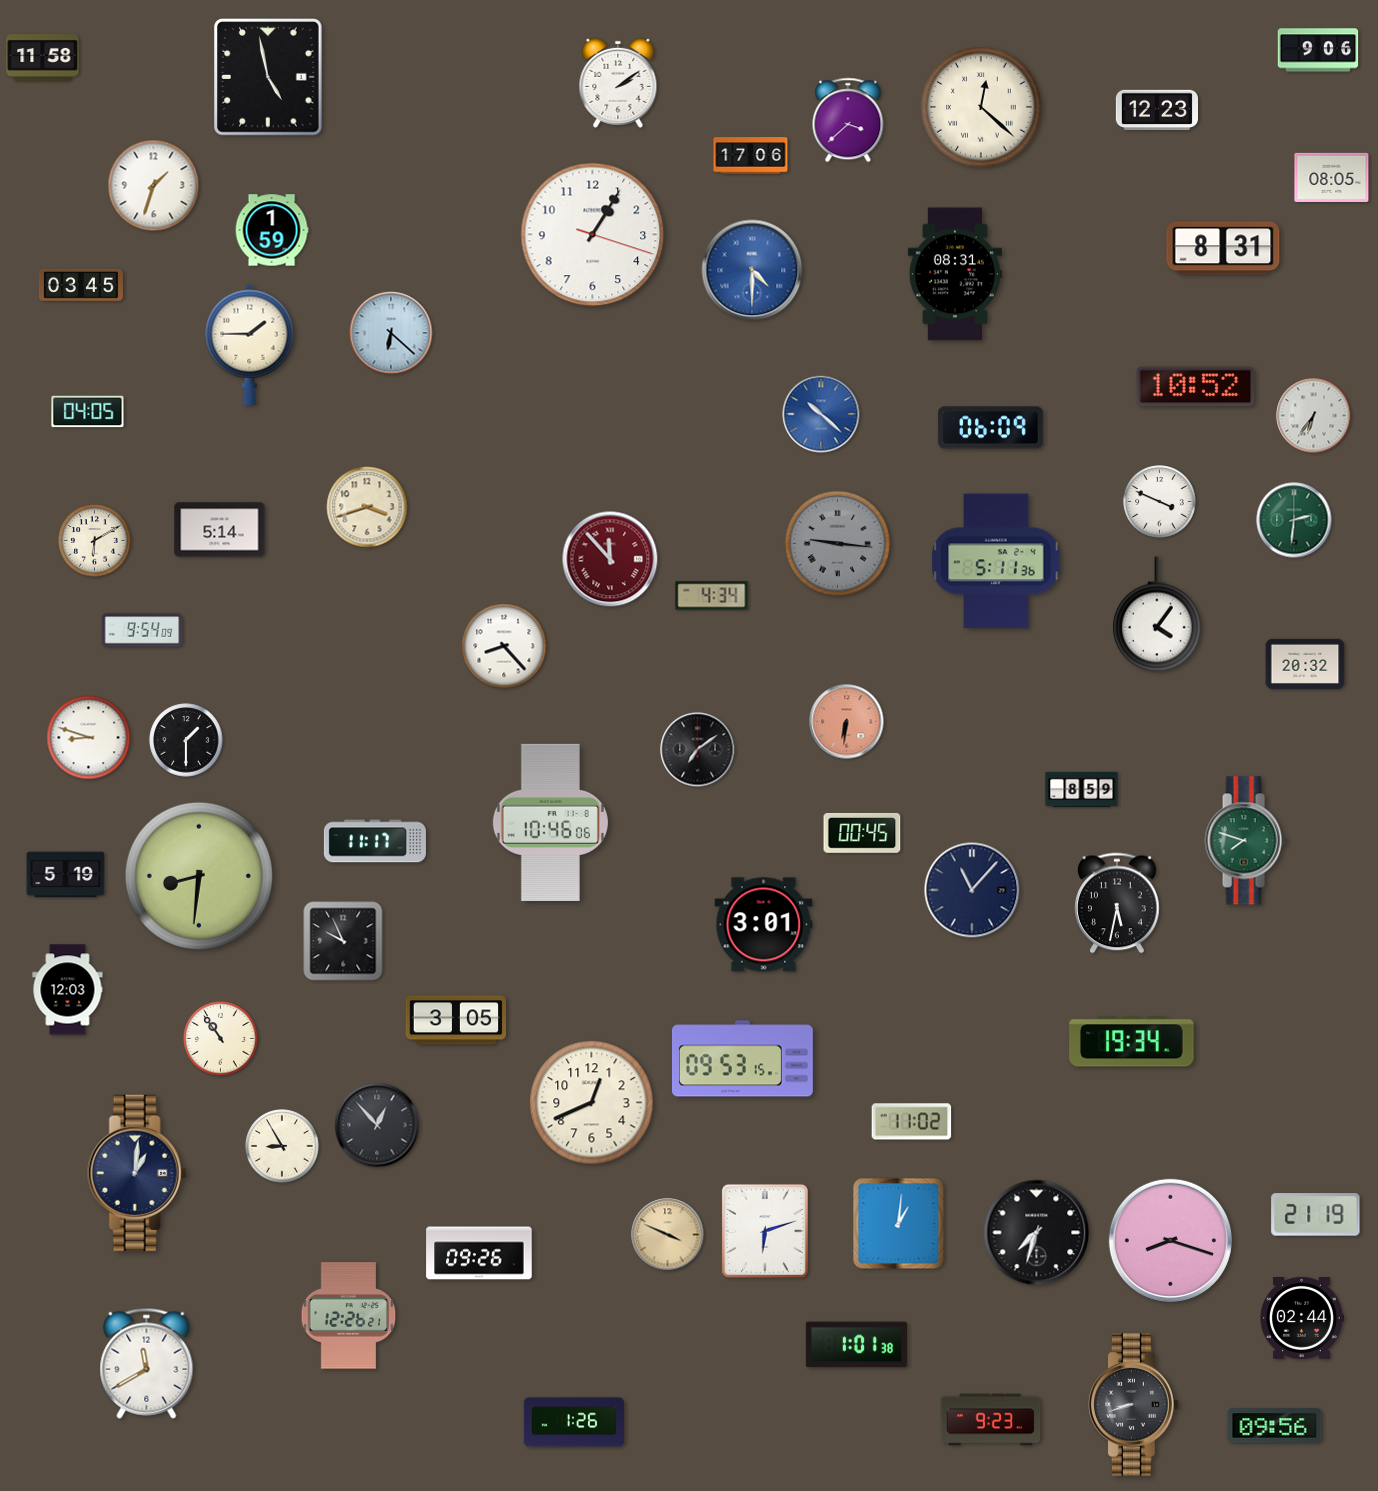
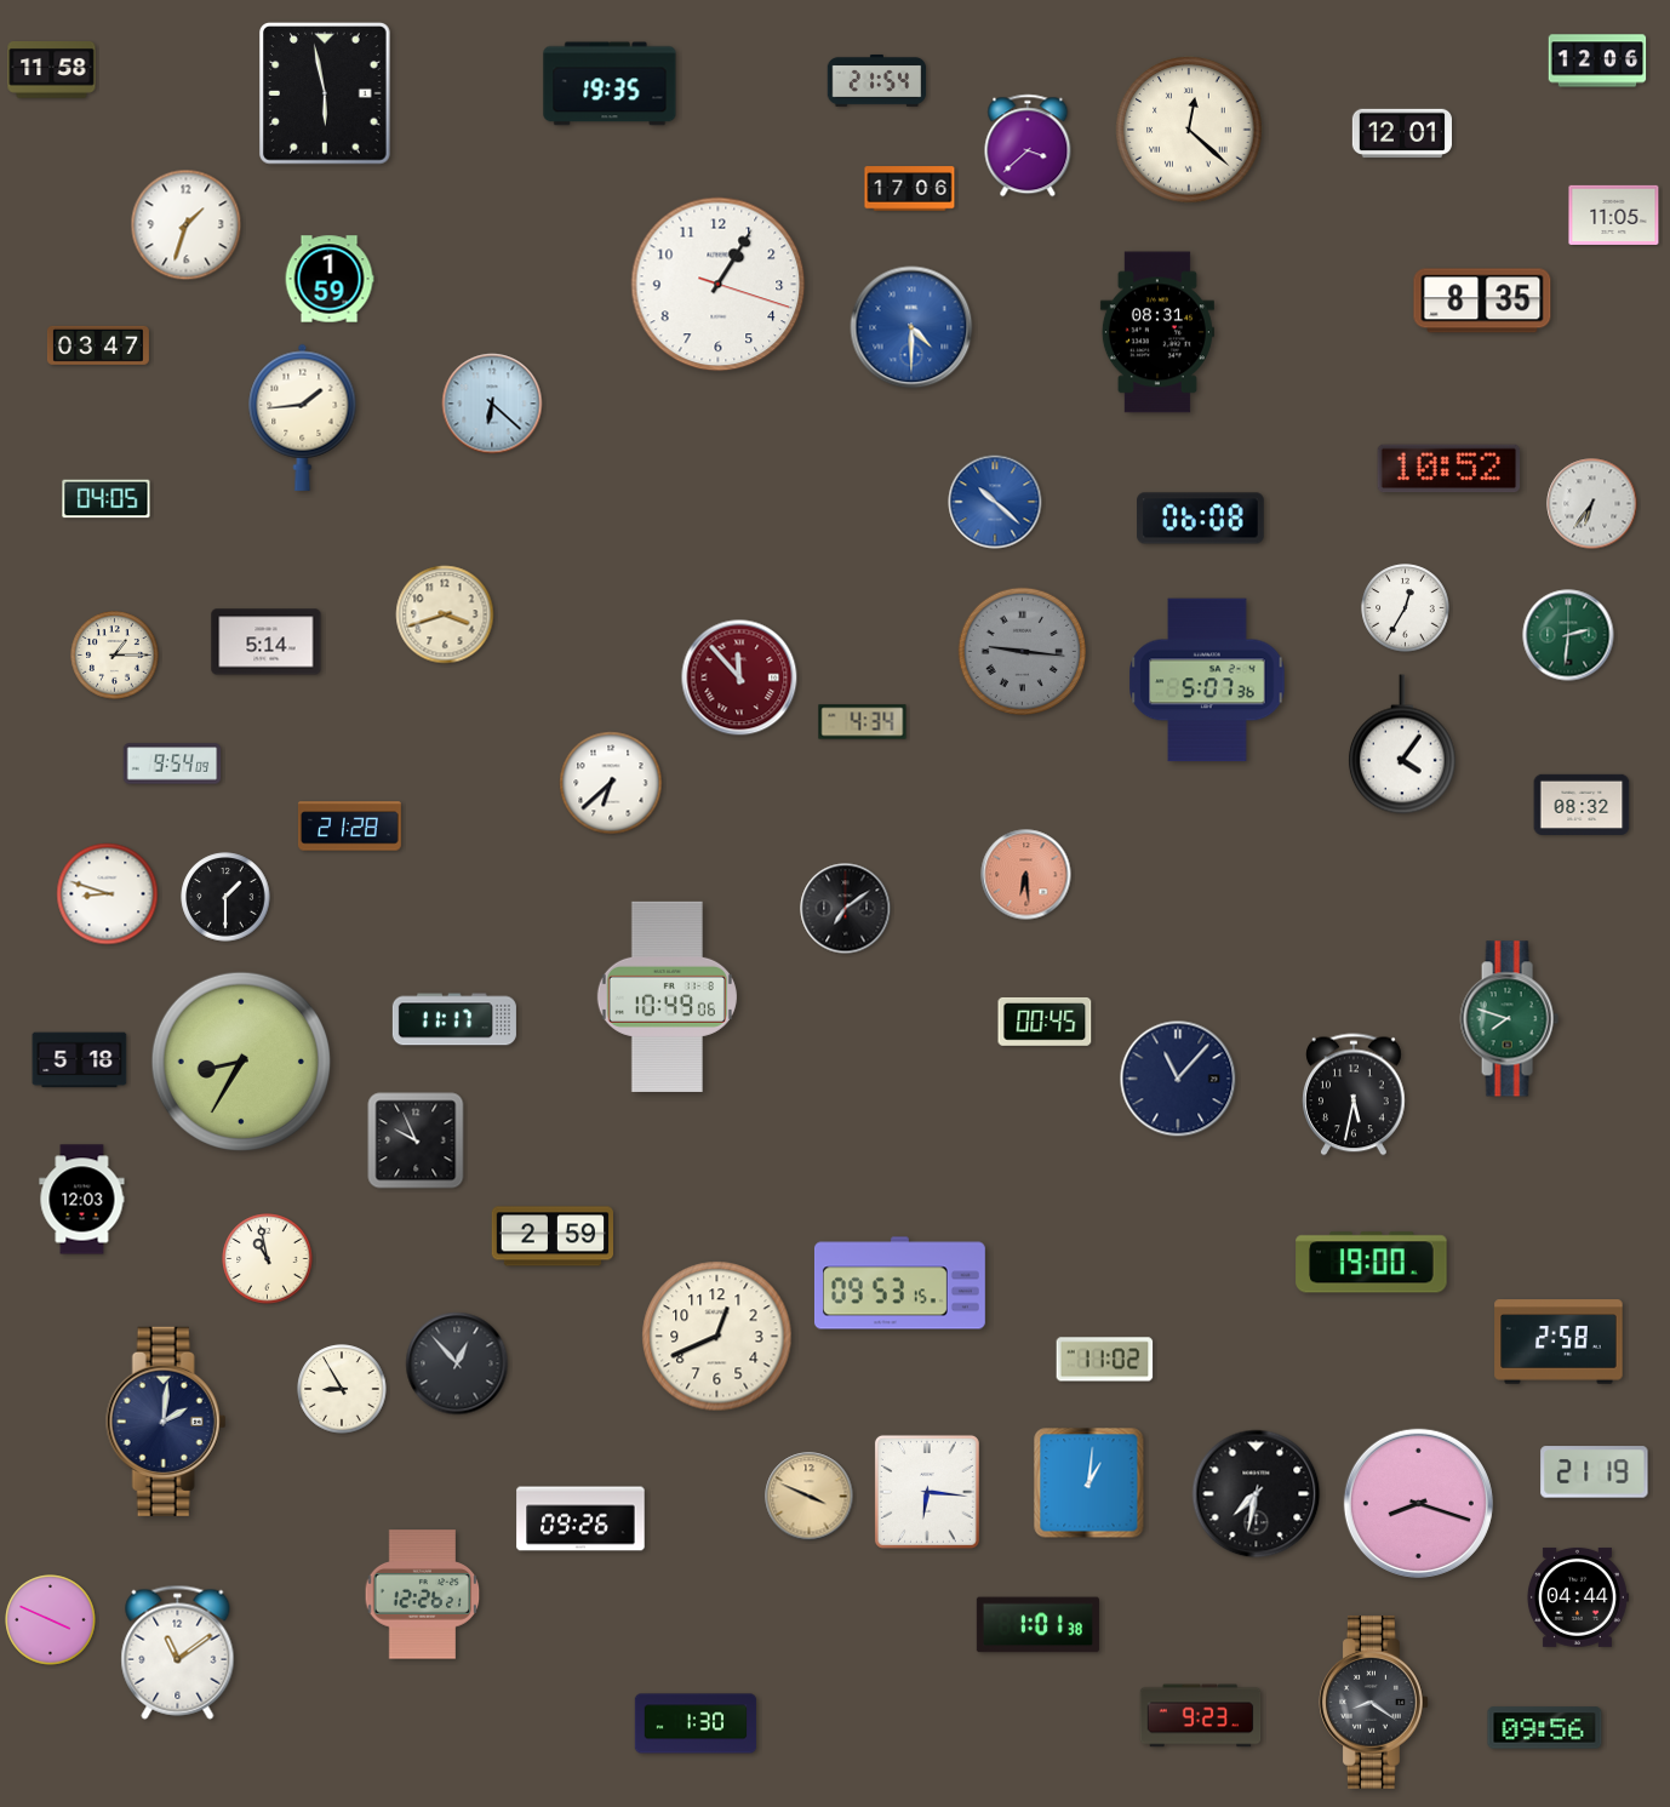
clock at (1318, 50): 9:06 -> 12:06
clock at (877, 80): none -> 21:54
clock at (610, 84): none -> 19:35
clock at (269, 77): 4:58 -> 5:58
clock at (618, 83): 2:09 -> none
clock at (1156, 110): 12:23 -> 12:01
clock at (1332, 177): 08:05 -> 11:05
clock at (1223, 248): 8:31 -> 8:35
clock at (81, 285): 03:45 -> 03:47
clock at (391, 333) position: (391, 333) -> (492, 404)
clock at (250, 344): 1:45 -> 1:44
clock at (991, 428): 06:09 -> 06:08
clock at (1160, 502): 3:49 -> 12:35
clock at (1294, 520) position: (1294, 520) -> (1568, 635)
clock at (95, 541): 6:10 -> 1:15
clock at (837, 543) position: (837, 543) -> (1022, 651)
clock at (996, 561): 5:11 -> 5:07
clock at (504, 646): 8:23 -> 6:38
clock at (1305, 664): 20:32 -> 08:32
clock at (349, 827): none -> 21:28
clock at (847, 722): 6:31 -> 6:29
clock at (1082, 790): 8:59 -> none
clock at (550, 822): 10:46 -> 10:49
clock at (862, 833) position: (862, 833) -> (1045, 1022)
clock at (66, 875): 5:19 -> 5:18
clock at (198, 875): 8:31 -> 8:35
clock at (764, 925): 3:01 -> none
clock at (455, 1020): 3:05 -> 2:59
clock at (221, 1039): 10:54 -> 10:58
clock at (1132, 1042): 19:34 -> 19:00
clock at (1559, 1342): none -> 2:58
clock at (137, 1173): 1:01 -> 2:01
clock at (765, 1231): 6:12 -> 6:16
clock at (1037, 1233): 7:33 -> 7:32
clock at (1301, 1318): 02:44 -> 04:44
clock at (51, 1620): none -> 3:49
clock at (856, 1345) position: (856, 1345) -> (1037, 1625)
clock at (147, 1363): 11:40 -> 11:09
clock at (1134, 1405): 8:42 -> 8:21
clock at (991, 1420) position: (991, 1420) -> (1201, 1716)
clock at (574, 1422): 1:26 -> 1:30
